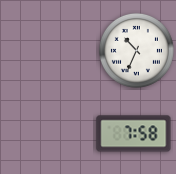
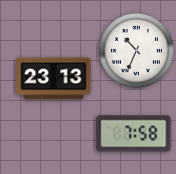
clock at (54, 79): none -> 23:13
